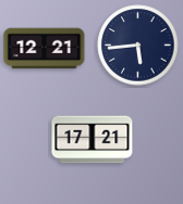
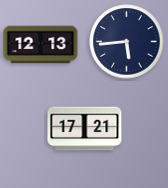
clock at (45, 49): 12:21 -> 12:13
